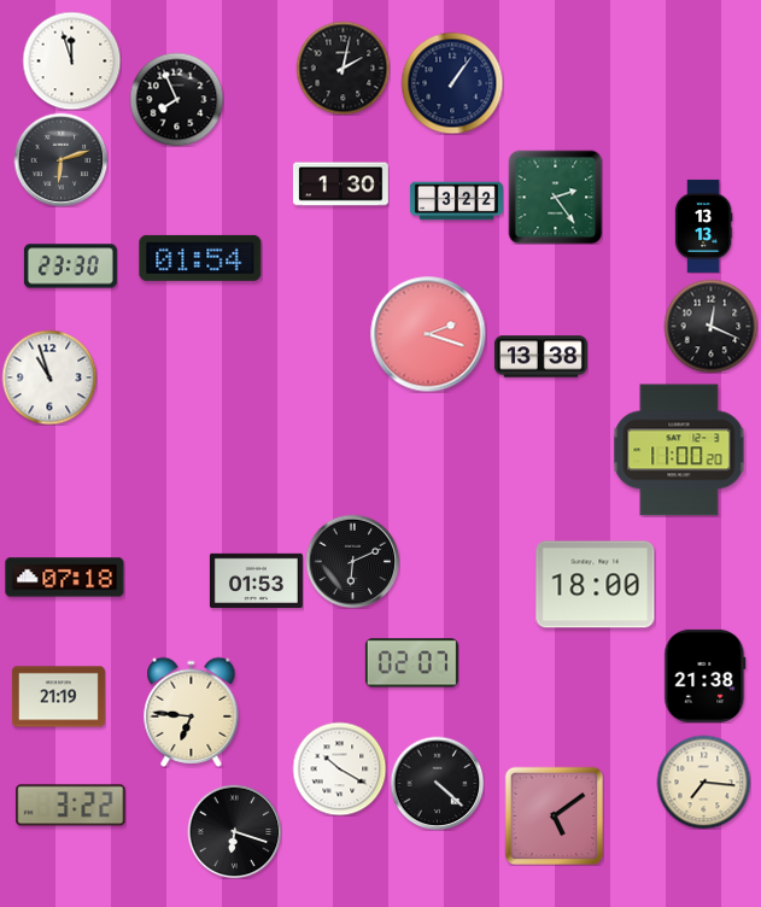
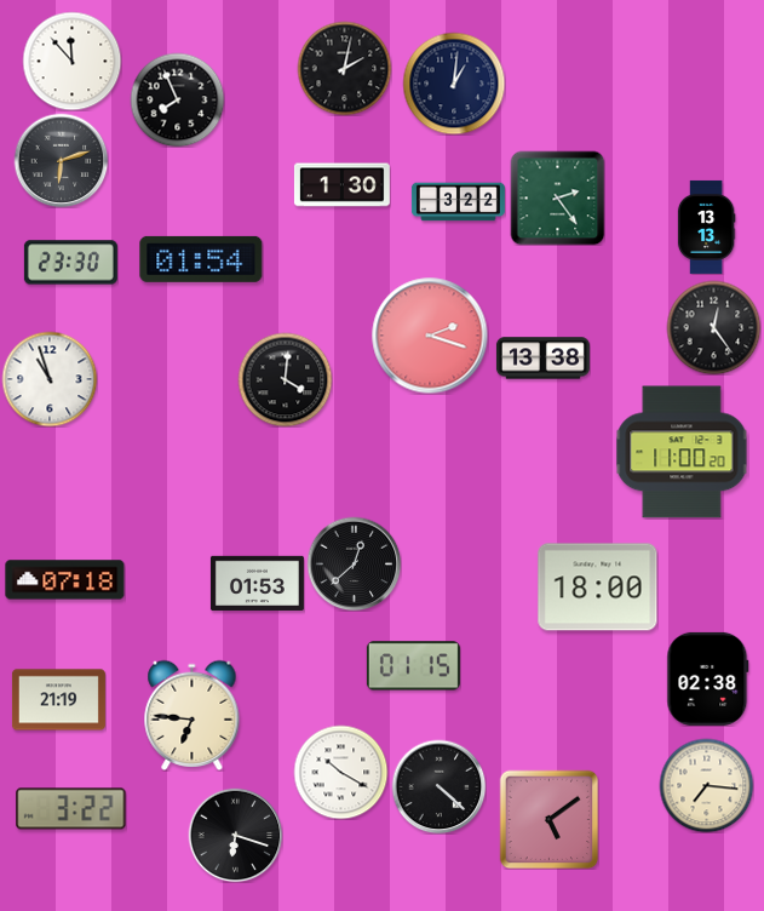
clock at (71, 60): 11:57 -> 11:53
clock at (452, 83): 1:06 -> 1:01
clock at (70, 267) position: (70, 267) -> (70, 263)
clock at (710, 326): 12:19 -> 12:24
clock at (285, 379): none -> 4:01
clock at (352, 561): 6:11 -> 12:38
clock at (411, 663): 02:07 -> 01:15
clock at (706, 675): 21:38 -> 02:38
clock at (554, 815) position: (554, 815) -> (548, 819)
